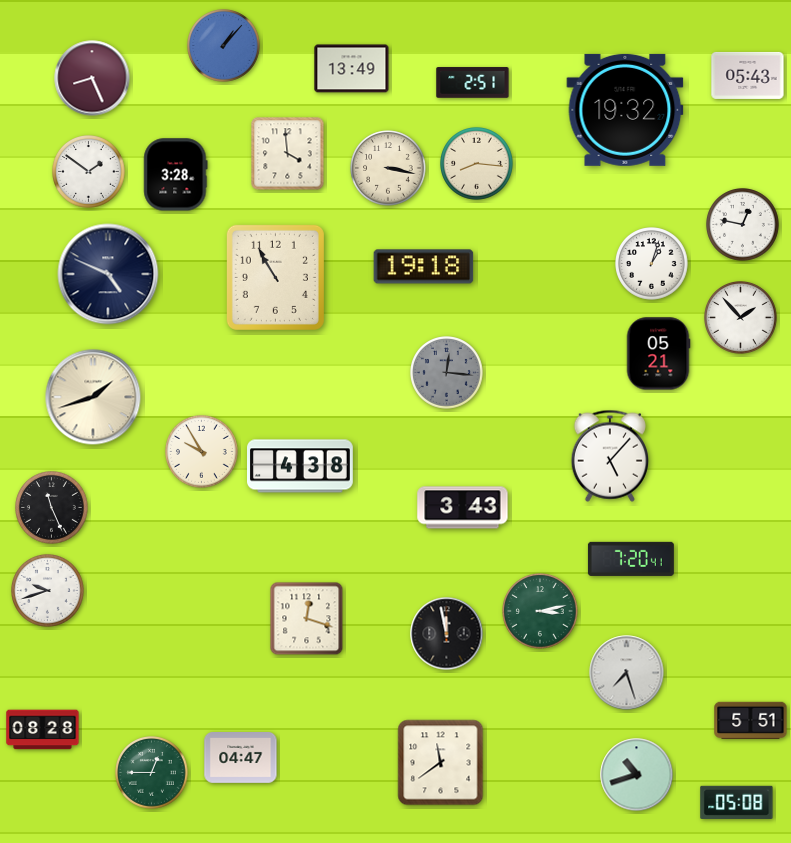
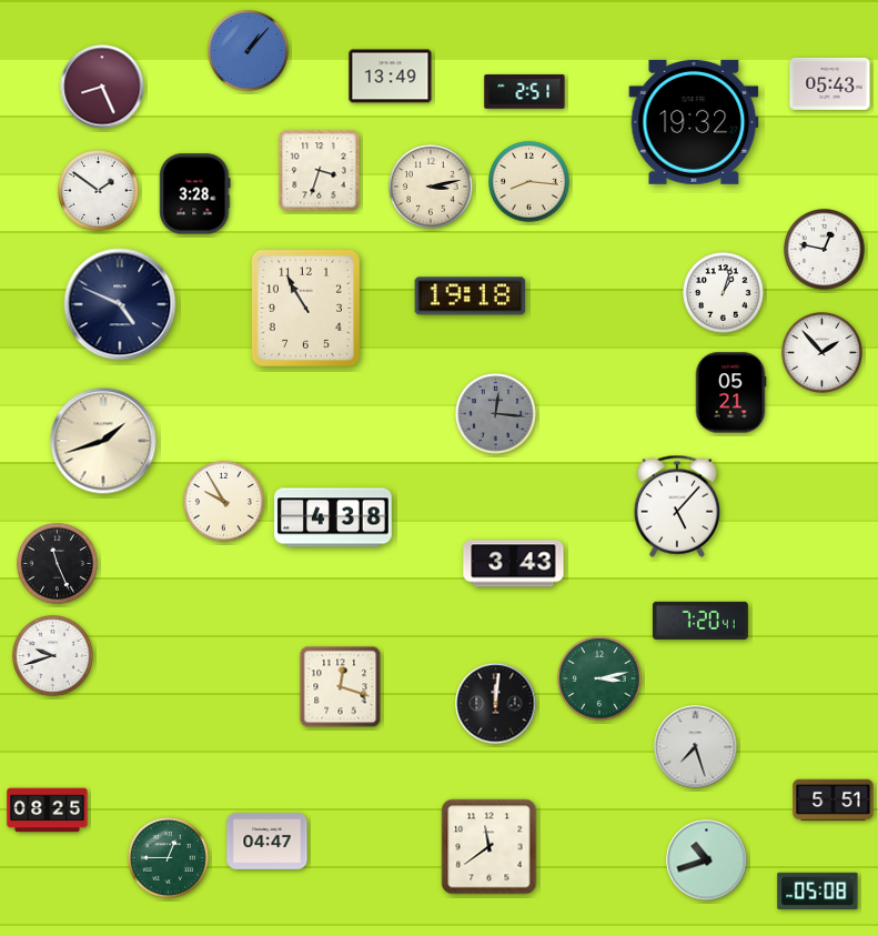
clock at (288, 154): 3:59 -> 3:33
clock at (388, 168): 3:17 -> 3:13
clock at (447, 634): 11:58 -> 12:01
clock at (43, 730): 08:28 -> 08:25
